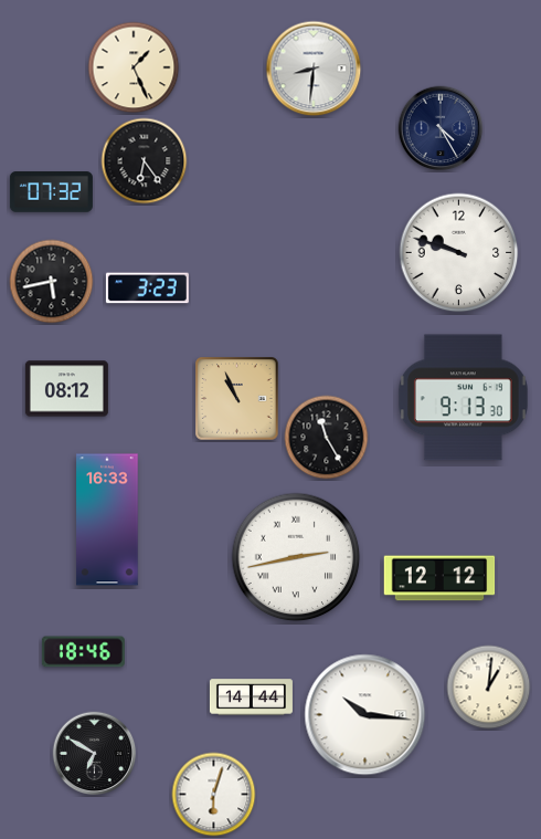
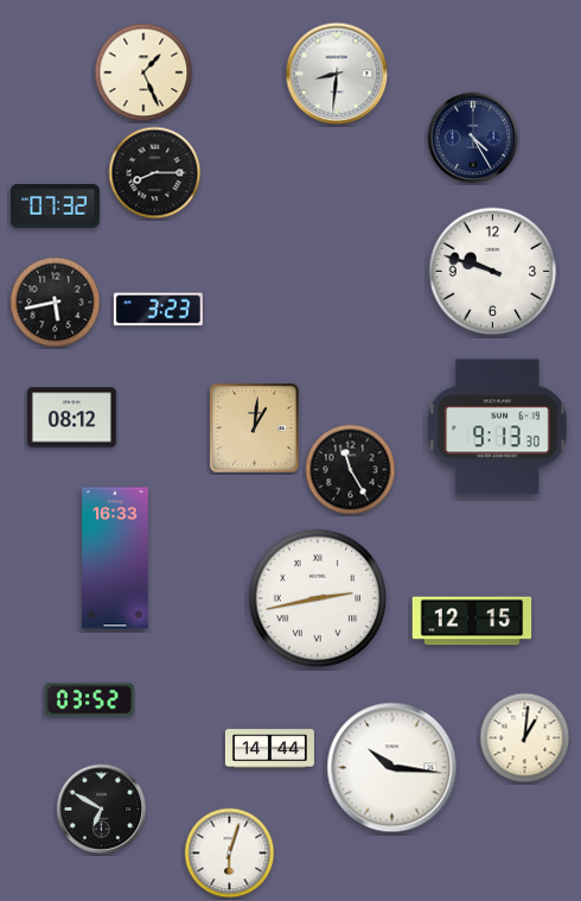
clock at (145, 161): 6:24 -> 8:15
clock at (237, 399): 10:56 -> 1:01
clock at (439, 578): 12:12 -> 12:15
clock at (83, 652): 18:46 -> 03:52
